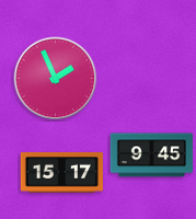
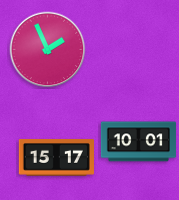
clock at (56, 79) position: (56, 79) -> (48, 50)
clock at (151, 155): 9:45 -> 10:01
